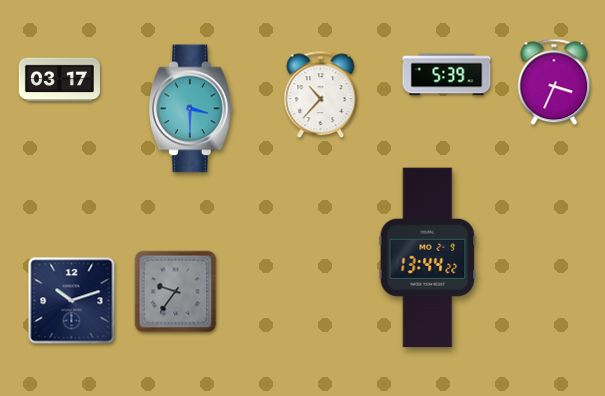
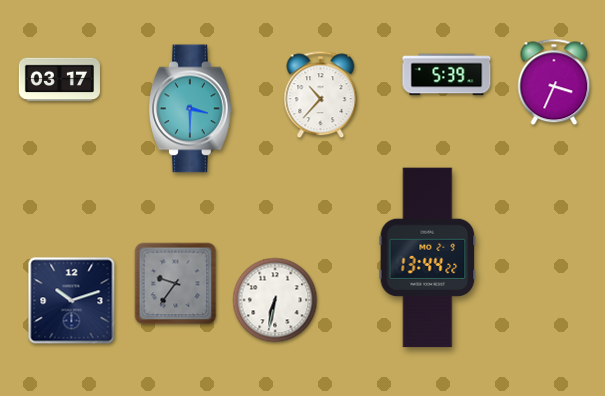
clock at (176, 292) position: (176, 292) -> (176, 284)
clock at (275, 300): none -> 6:32
